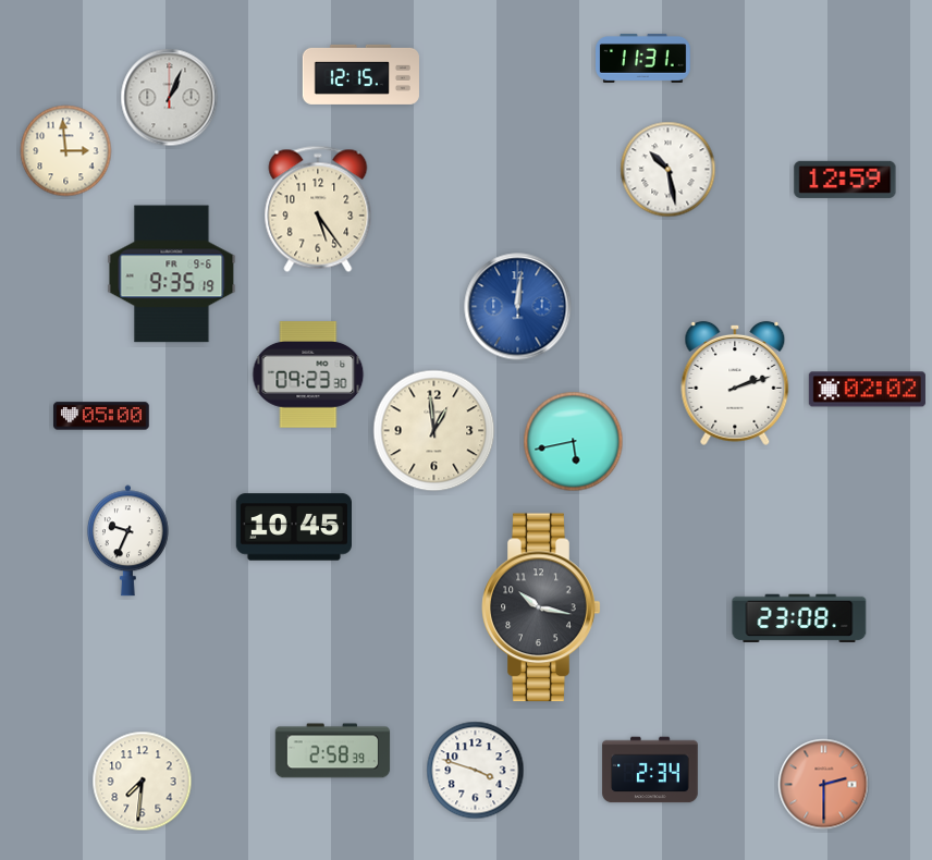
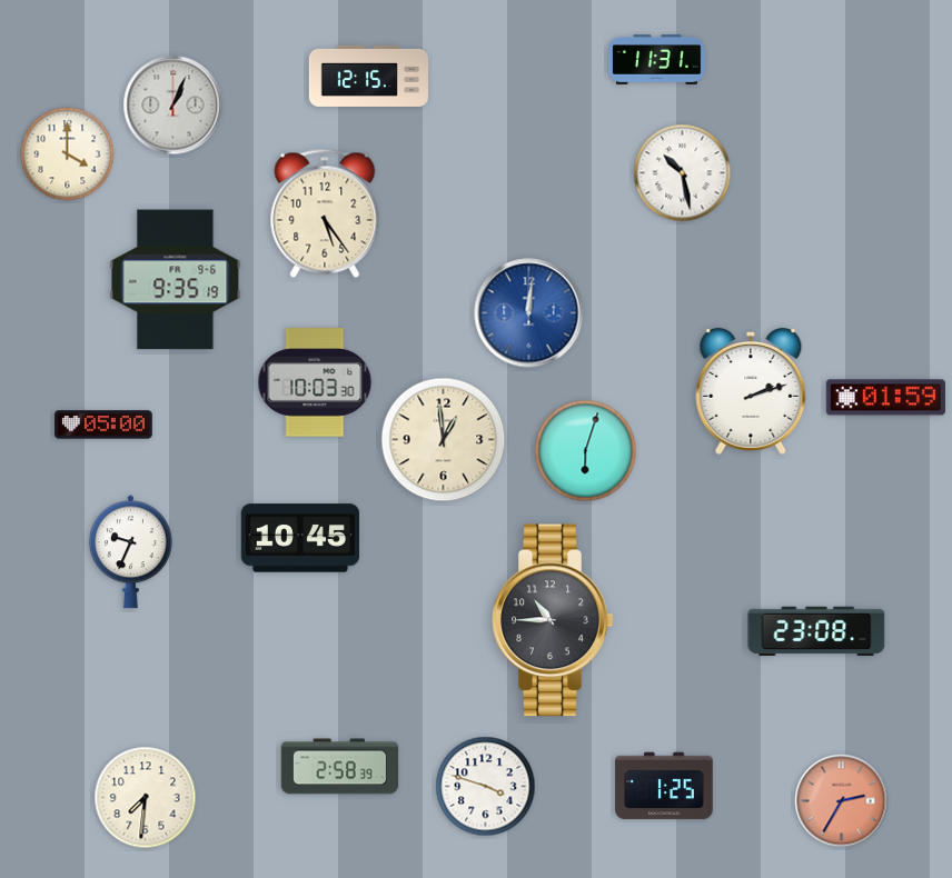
clock at (170, 98) position: (170, 98) -> (173, 106)
clock at (66, 151): 2:59 -> 4:00
clock at (845, 180): 12:59 -> none
clock at (308, 374): 09:23 -> 10:03
clock at (867, 390): 02:02 -> 01:59
clock at (574, 442): 5:43 -> 6:03
clock at (541, 607): 10:17 -> 10:45
clock at (650, 770): 2:34 -> 1:25
clock at (824, 785): 2:30 -> 2:35
